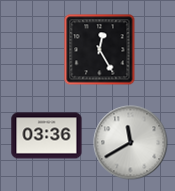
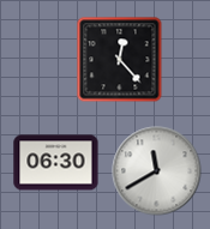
clock at (100, 50): 12:25 -> 12:23
clock at (47, 136): 03:36 -> 06:30
